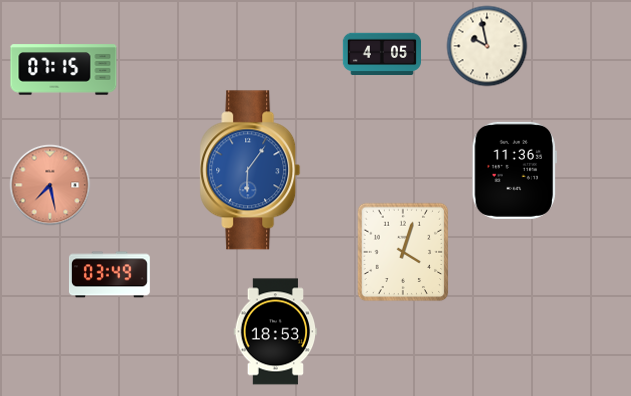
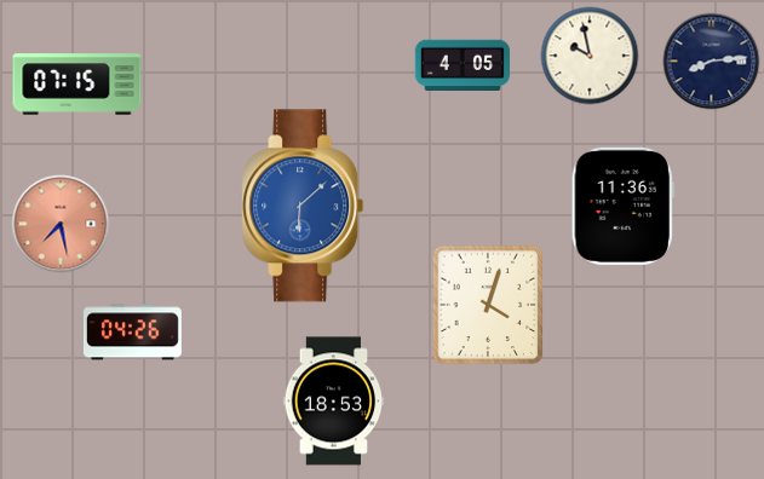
clock at (712, 62): none -> 8:14
clock at (250, 170): 6:06 -> 6:08
clock at (109, 275): 03:49 -> 04:26
